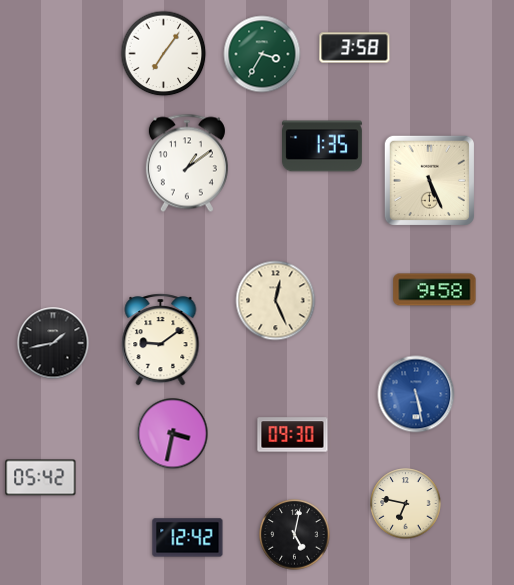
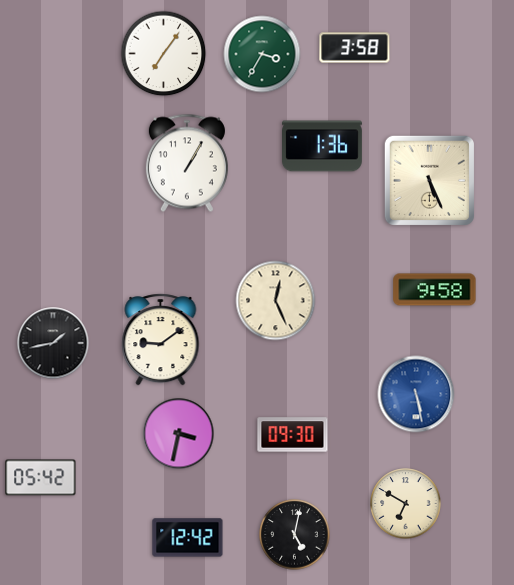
clock at (323, 146): 1:35 -> 1:36
clock at (187, 163): 1:09 -> 1:05
clock at (173, 434) position: (173, 434) -> (179, 434)
clock at (406, 504): 6:47 -> 6:50
